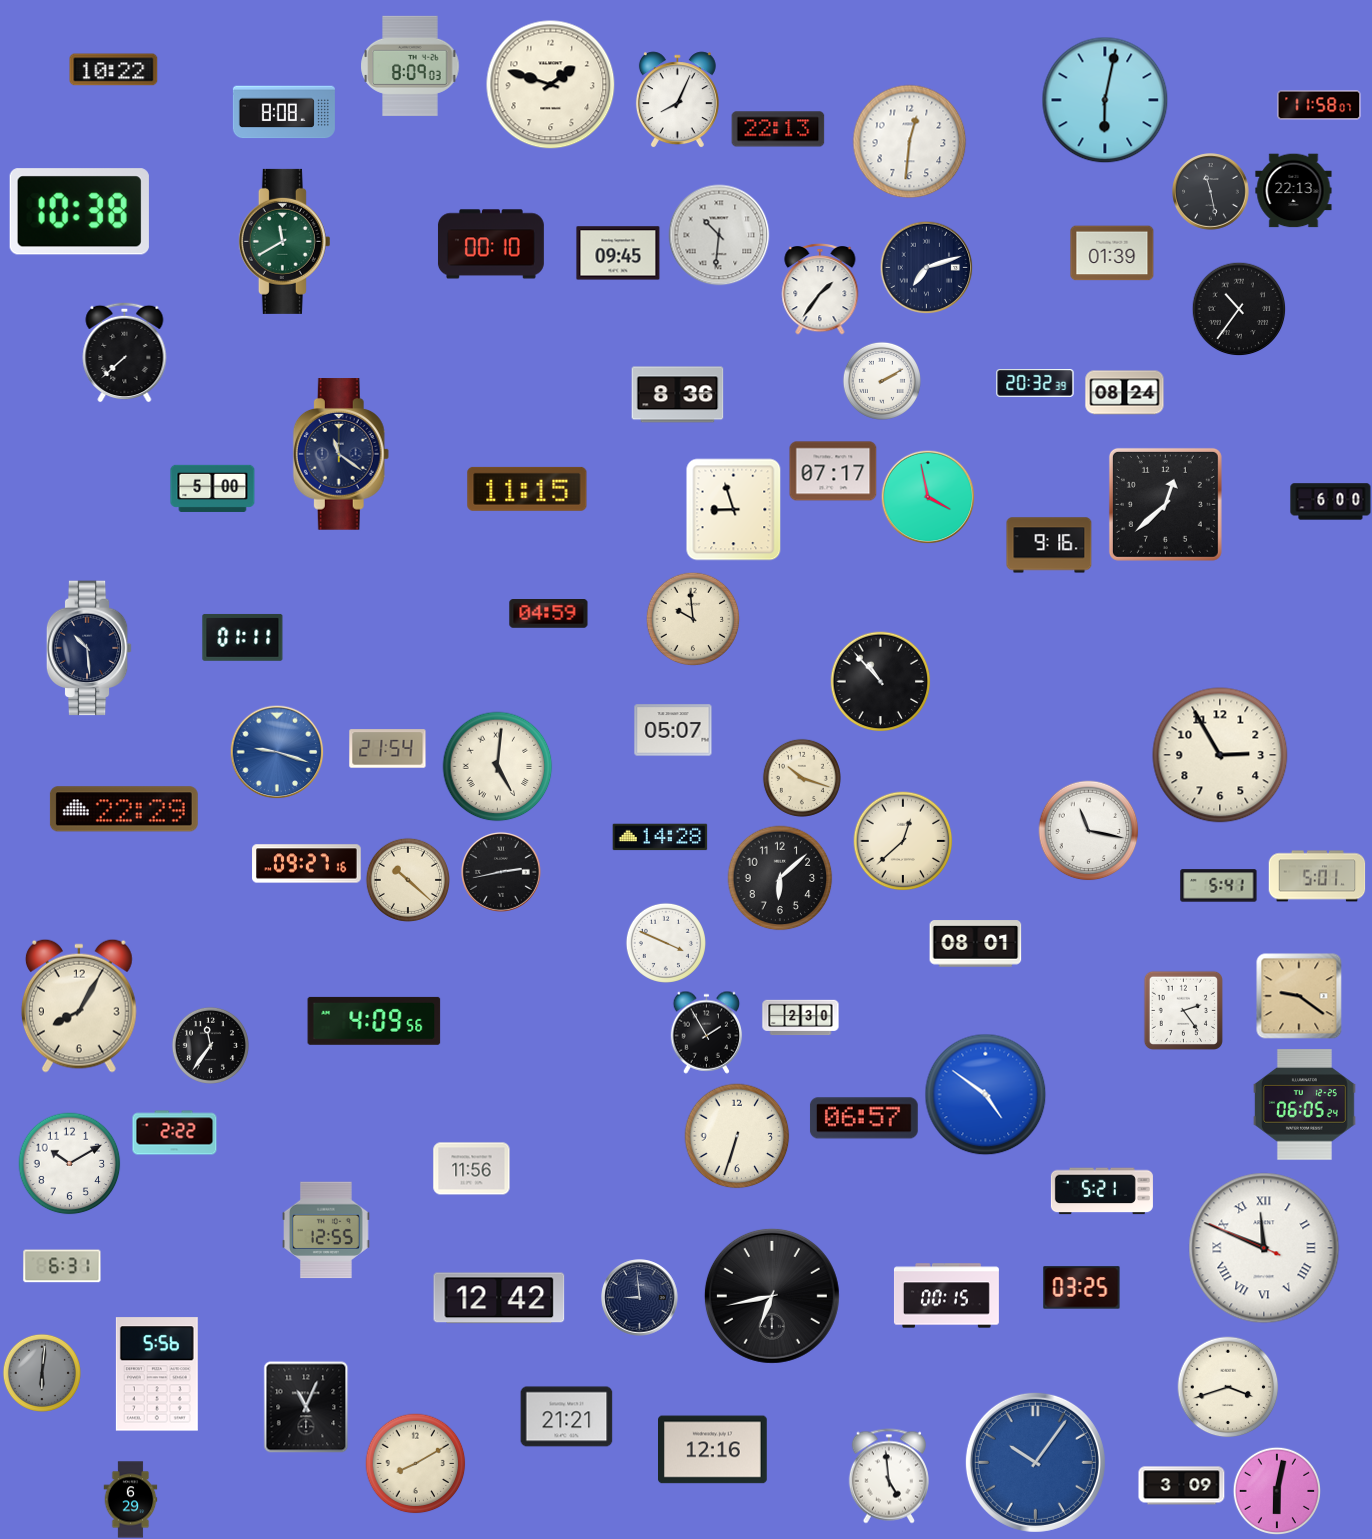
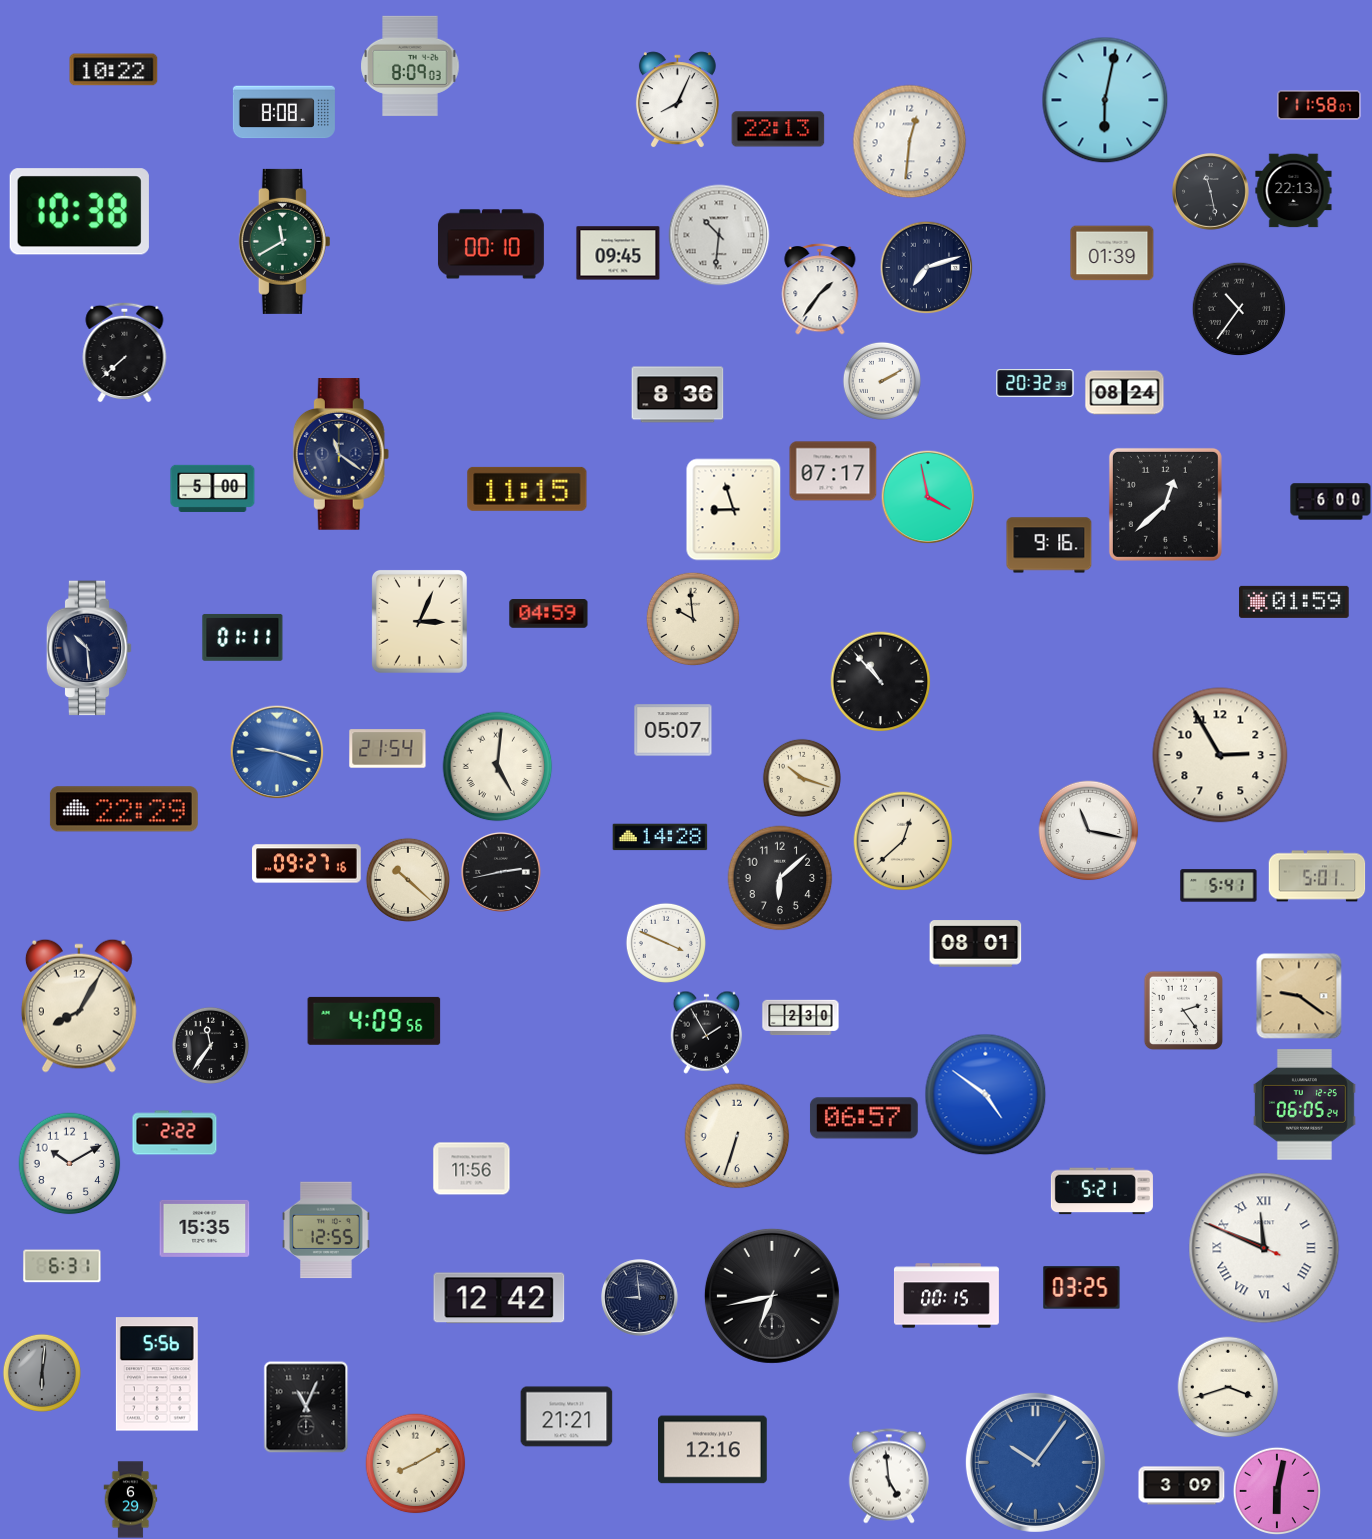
clock at (551, 85): 1:48 -> none
clock at (1294, 602): none -> 01:59
clock at (419, 621): none -> 3:04
clock at (205, 1228): none -> 15:35
